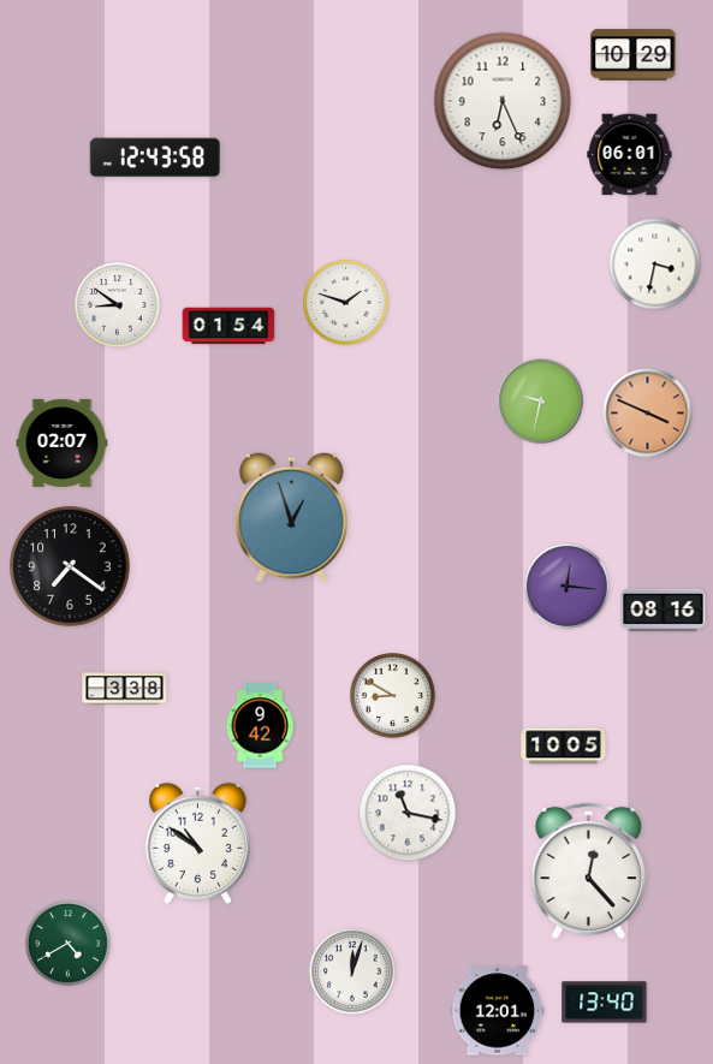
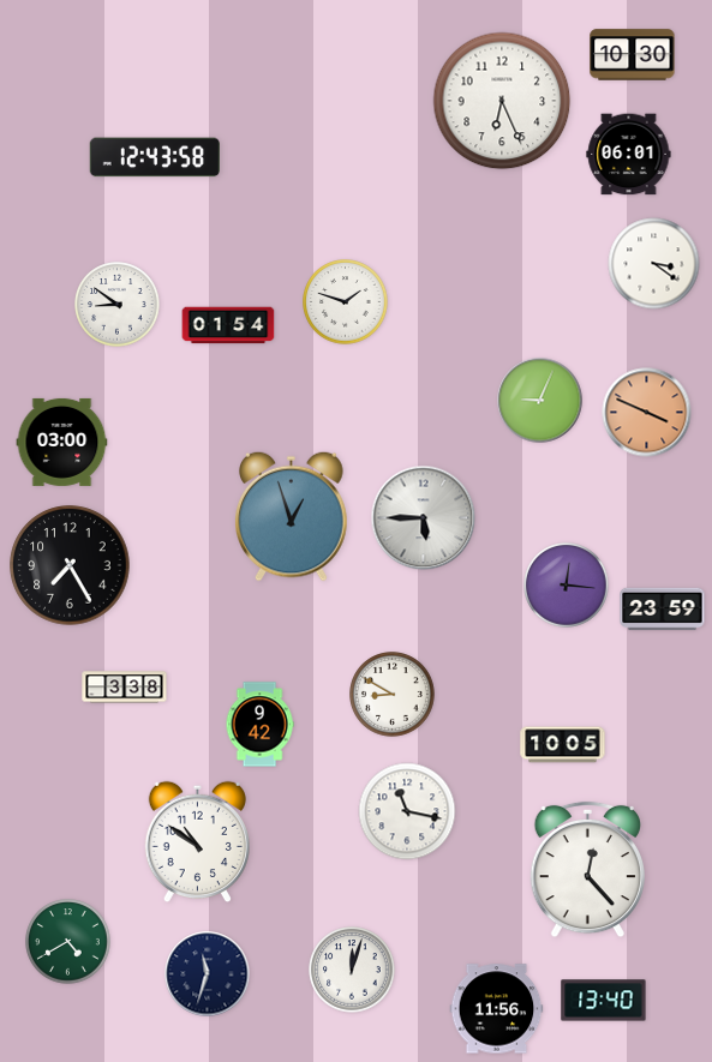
clock at (634, 55): 10:29 -> 10:30
clock at (655, 264): 3:32 -> 3:21
clock at (541, 402): 9:32 -> 9:04
clock at (63, 442): 02:07 -> 03:00
clock at (424, 518): none -> 5:45
clock at (70, 566): 7:21 -> 7:25
clock at (664, 611): 08:16 -> 23:59
clock at (208, 974): none -> 11:33
clock at (498, 1011): 12:01 -> 11:56
